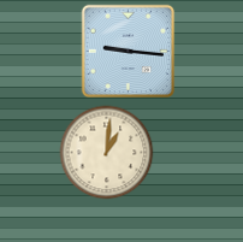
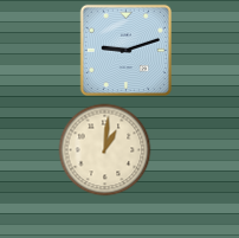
clock at (128, 51): 9:16 -> 9:12
